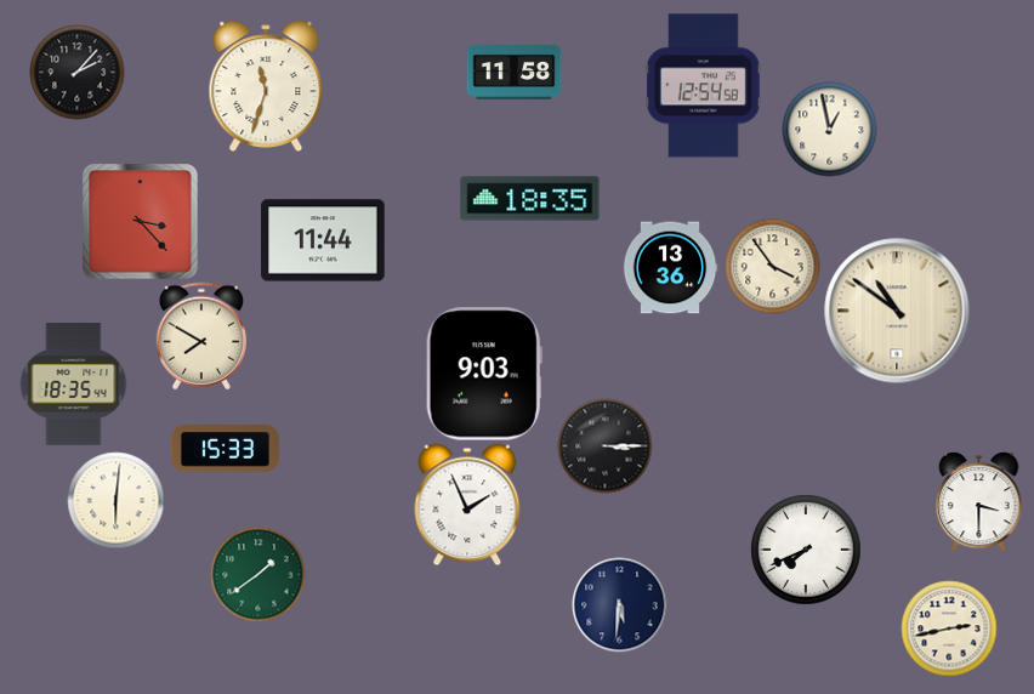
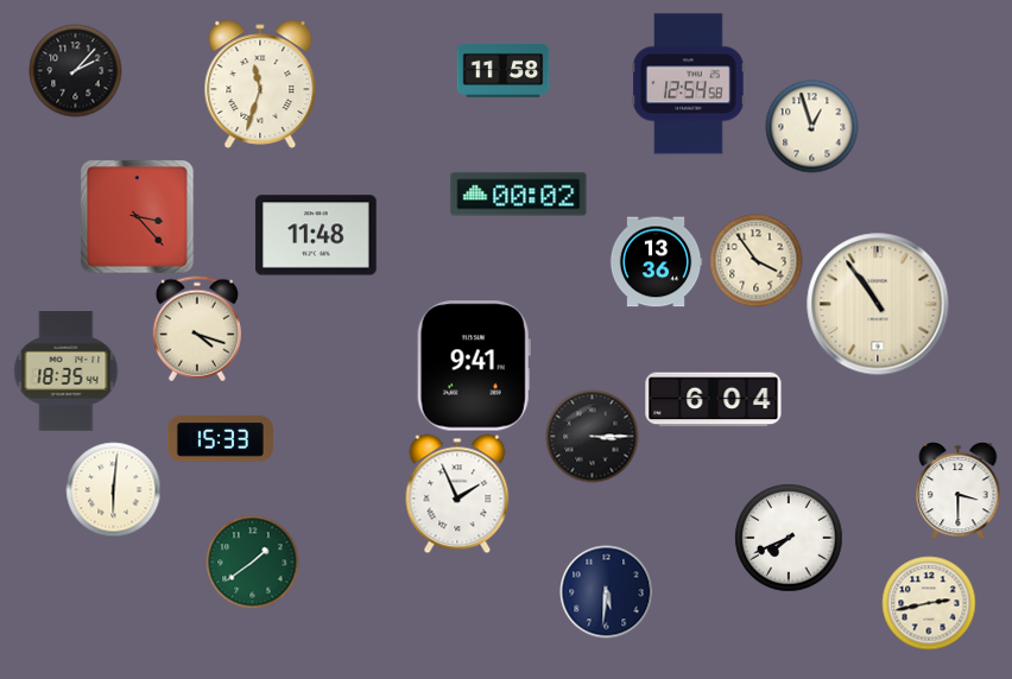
clock at (829, 129): 12:58 -> 12:57
clock at (530, 199): 18:35 -> 00:02
clock at (323, 240): 11:44 -> 11:48
clock at (897, 311): 10:51 -> 10:54
clock at (201, 336): 7:50 -> 4:18
clock at (484, 374): 9:03 -> 9:41
clock at (74, 385) position: (74, 385) -> (67, 372)
clock at (714, 400): none -> 6:04
clock at (949, 628) position: (949, 628) -> (929, 603)
